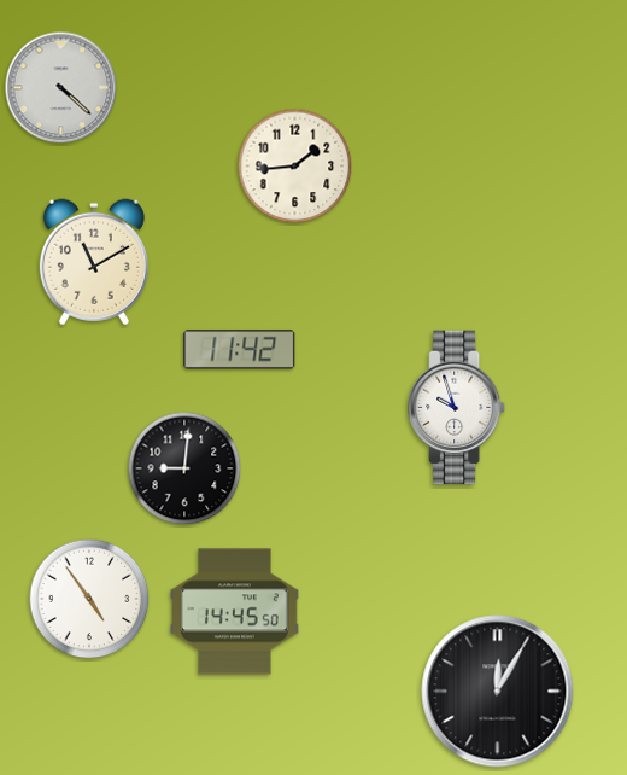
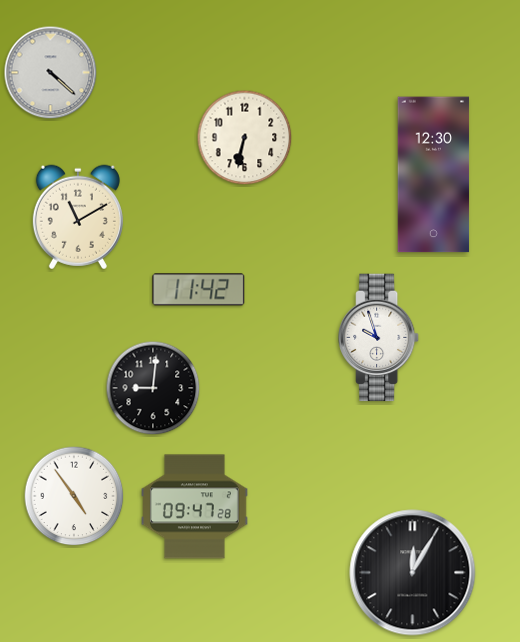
clock at (295, 167): 1:44 -> 6:32
clock at (434, 175): none -> 12:30
clock at (235, 612): 14:45 -> 09:47
